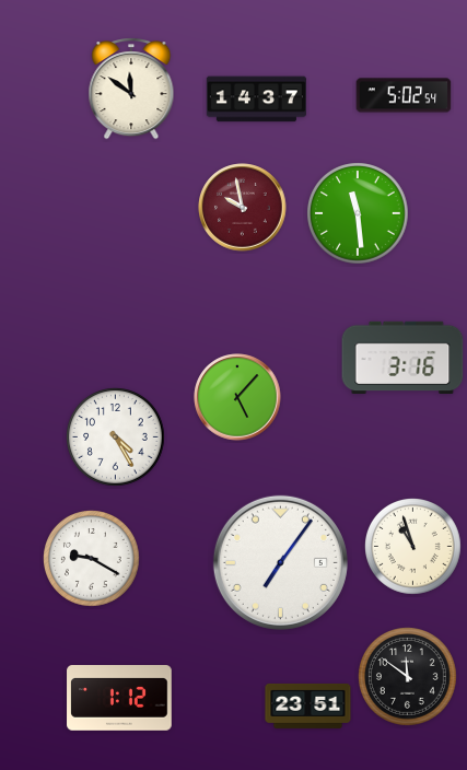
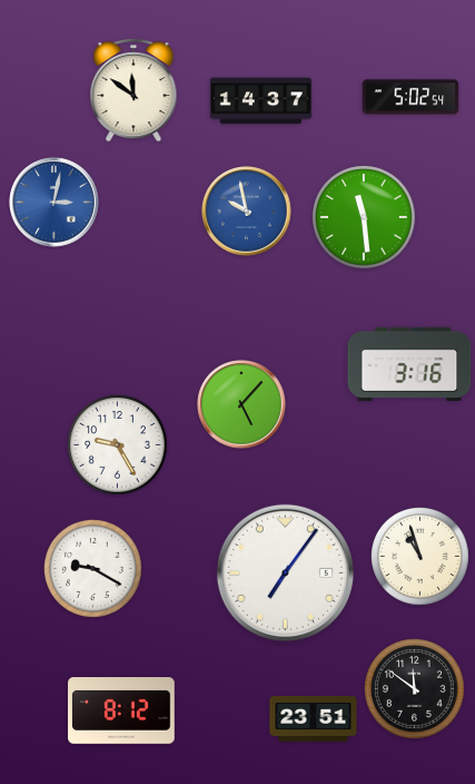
clock at (55, 203): none -> 3:02
clock at (243, 208) dial: burgundy -> blue
clock at (116, 437): 4:25 -> 9:25
clock at (119, 699): 1:12 -> 8:12
